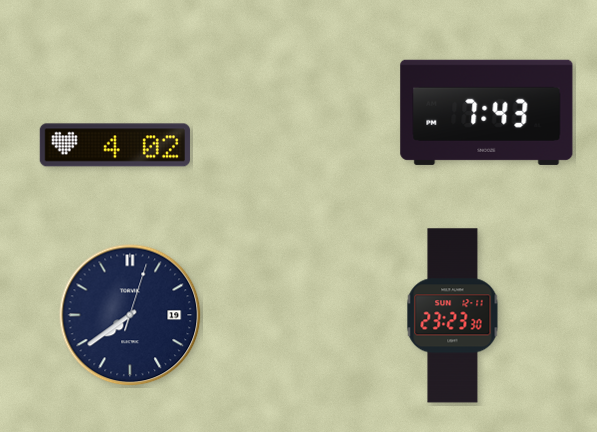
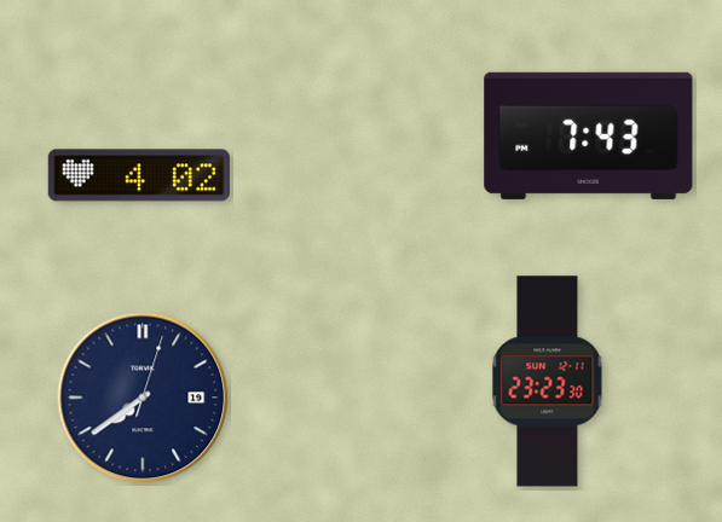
clock at (130, 315) position: (130, 315) -> (143, 398)
